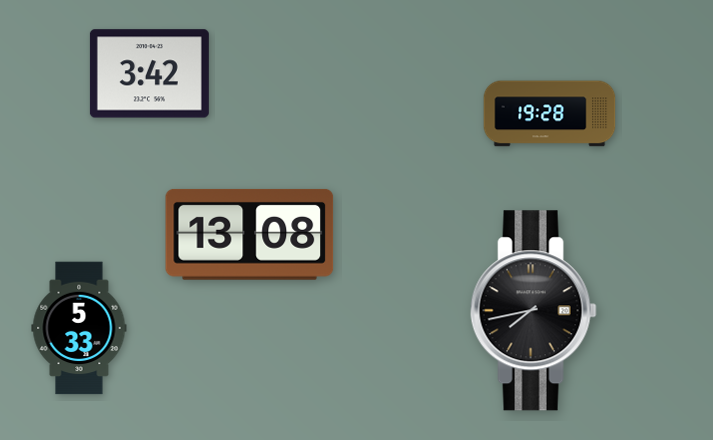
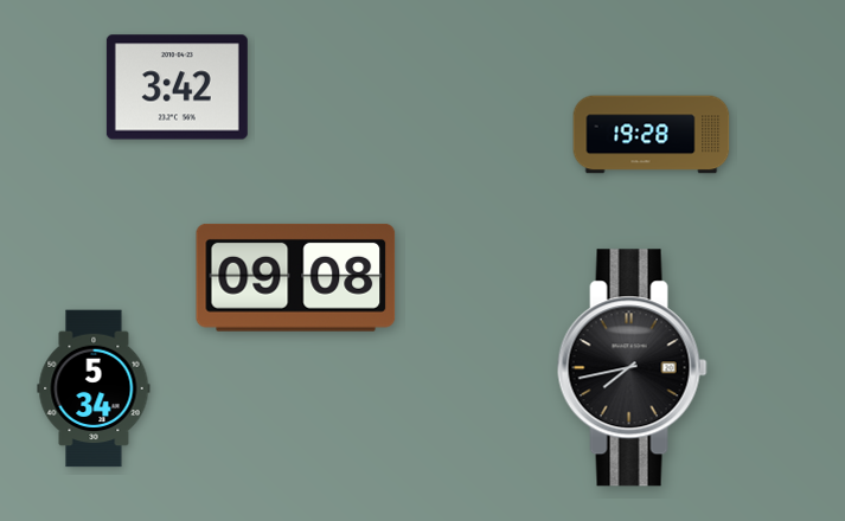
clock at (250, 234): 13:08 -> 09:08
clock at (79, 328): 5:33 -> 5:34
